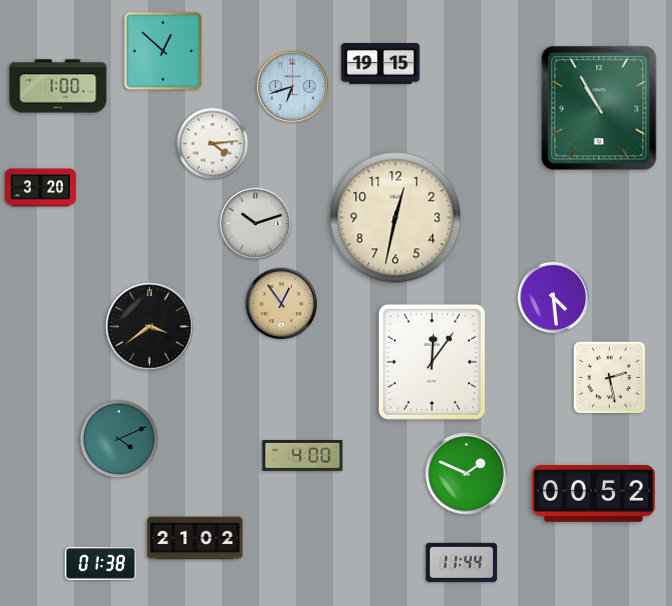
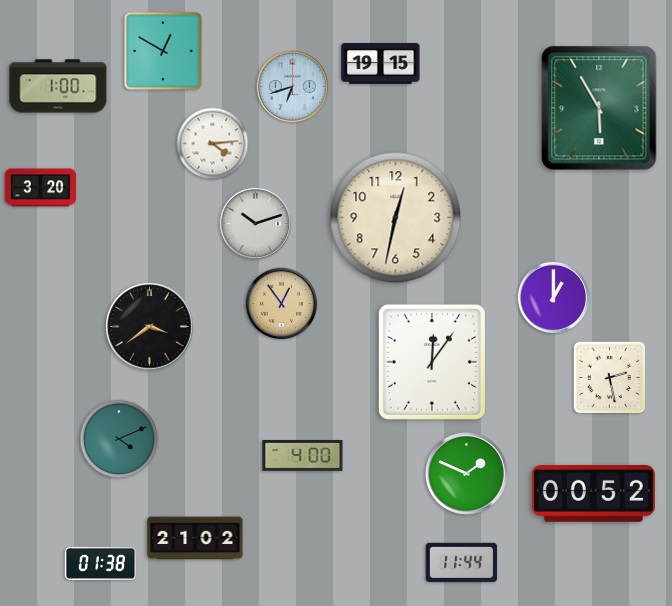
clock at (163, 51): 12:52 -> 12:50
clock at (599, 108): 10:55 -> 5:55
clock at (554, 298): 4:29 -> 1:00
